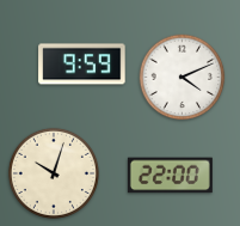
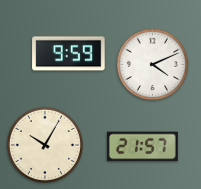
clock at (54, 173): 10:03 -> 10:05
clock at (170, 176): 22:00 -> 21:57
